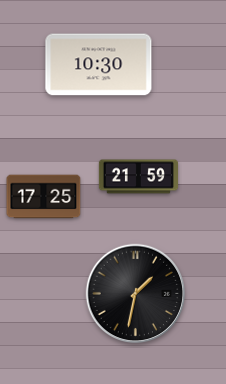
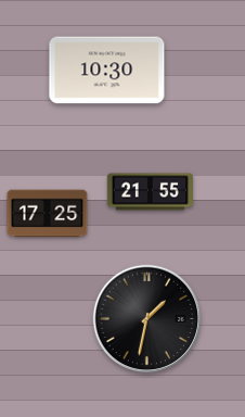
clock at (138, 177): 21:59 -> 21:55
